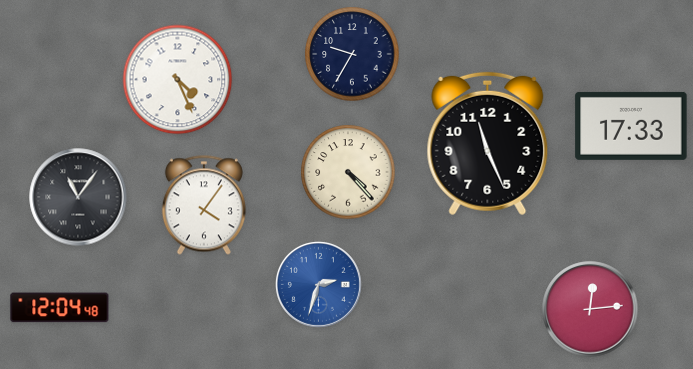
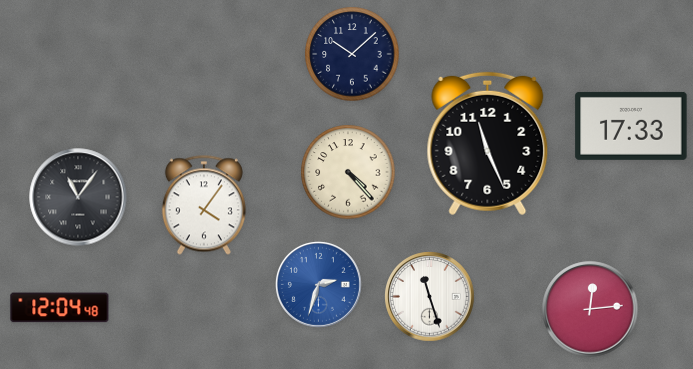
clock at (352, 54): 9:35 -> 10:08
clock at (178, 80): 4:26 -> none
clock at (430, 297): none -> 11:27
